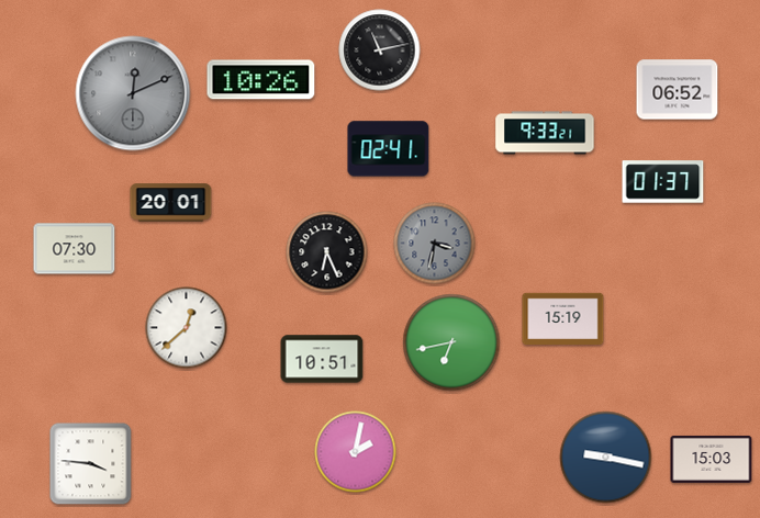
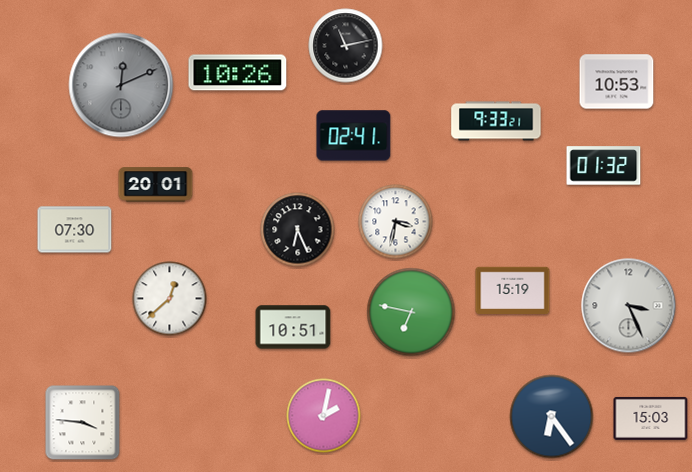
clock at (678, 90): 06:52 -> 10:53
clock at (663, 182): 01:37 -> 01:32
clock at (435, 244) dial: grey -> white
clock at (75, 249) position: (75, 249) -> (75, 230)
clock at (629, 306): none -> 3:26
clock at (451, 342): 6:43 -> 6:47
clock at (356, 452) position: (356, 452) -> (324, 416)
clock at (606, 458): 9:17 -> 6:24
clock at (712, 459) position: (712, 459) -> (651, 418)
